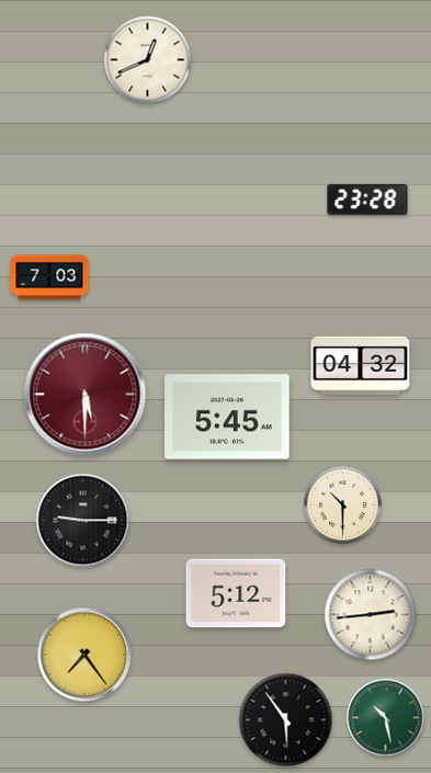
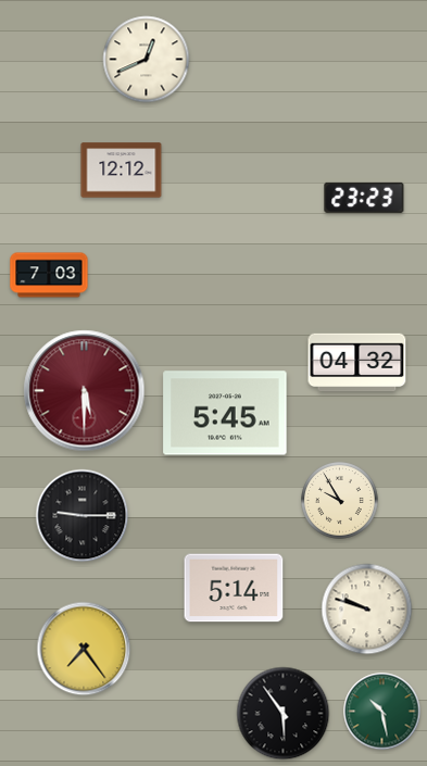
clock at (122, 171): none -> 12:12
clock at (367, 200): 23:28 -> 23:23
clock at (343, 505): 10:30 -> 9:55
clock at (236, 593): 5:12 -> 5:14
clock at (371, 615): 2:44 -> 9:48
